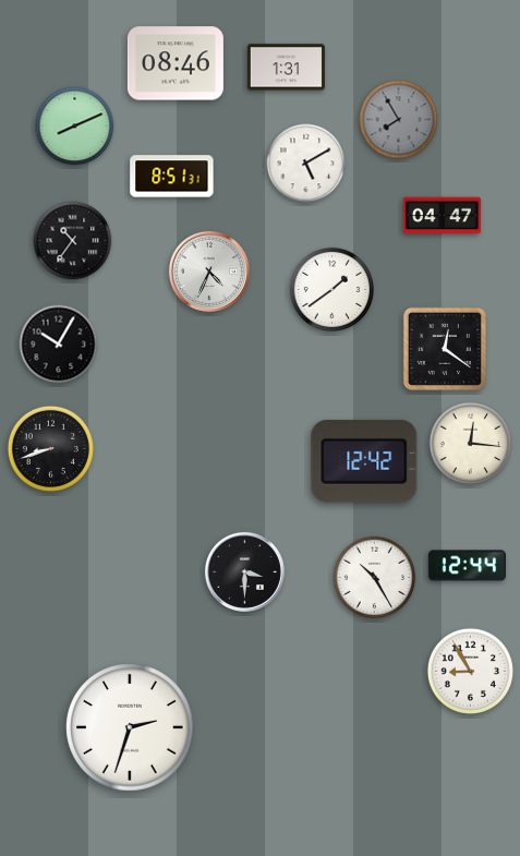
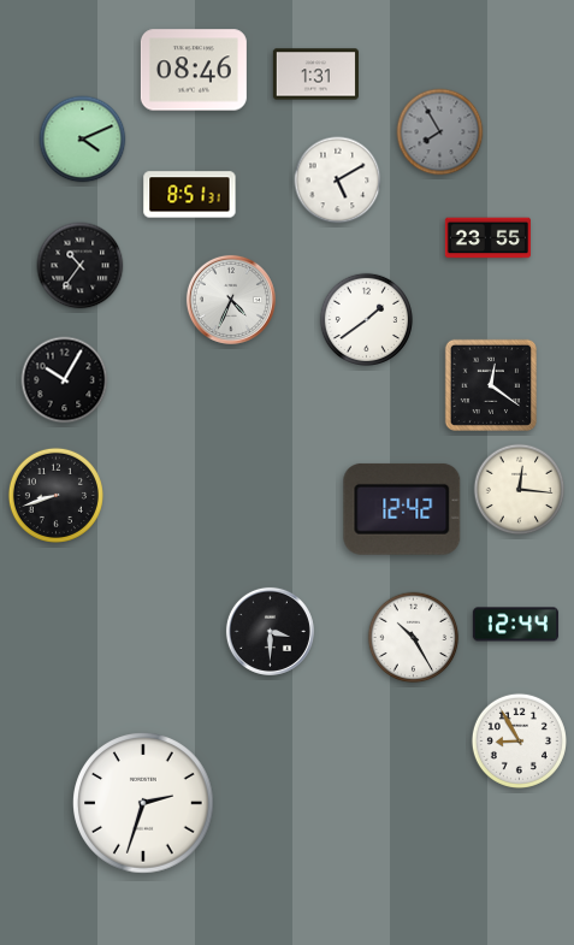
clock at (75, 126): 8:11 -> 4:11
clock at (442, 216): 04:47 -> 23:55
